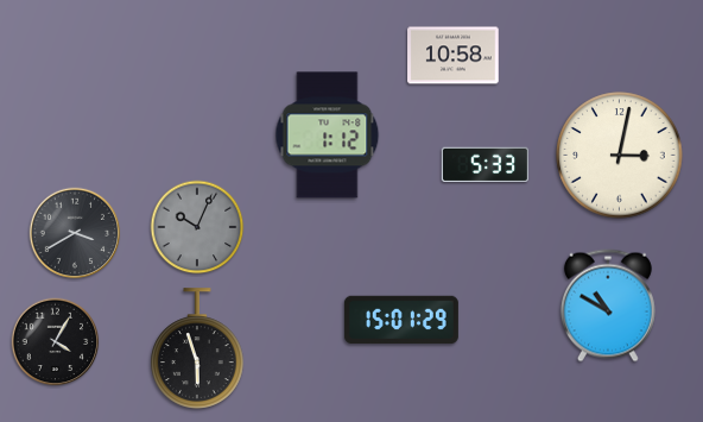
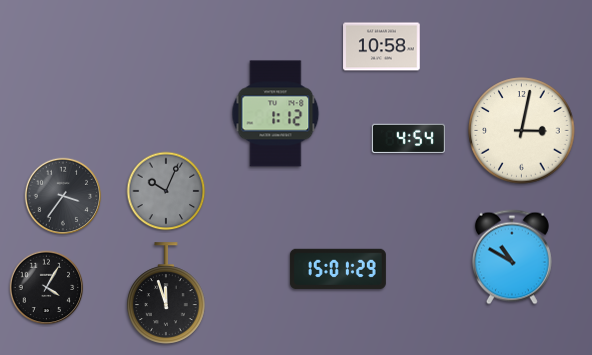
clock at (484, 165): 5:33 -> 4:54
clock at (75, 233): 3:40 -> 3:36
clock at (198, 348): 5:57 -> 11:57
